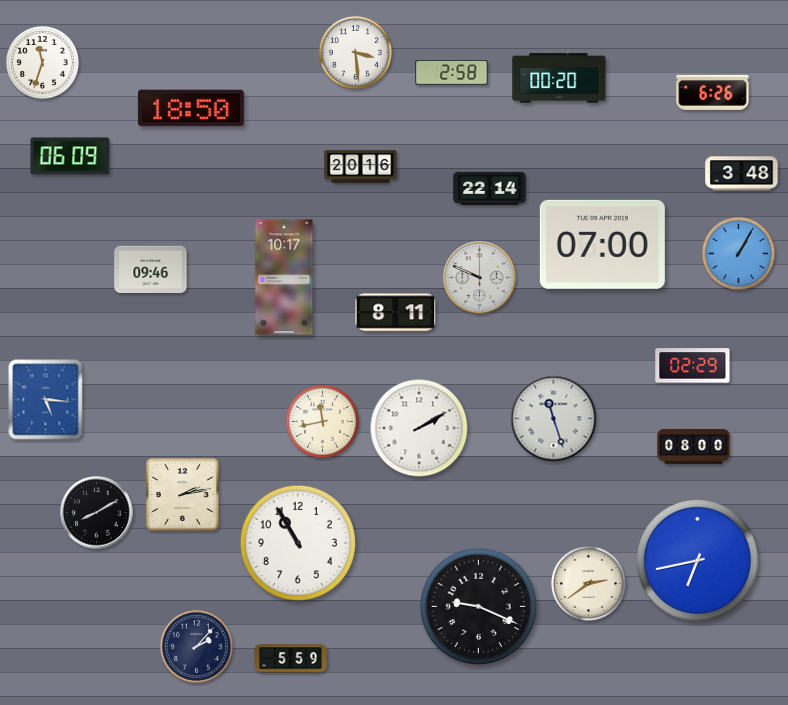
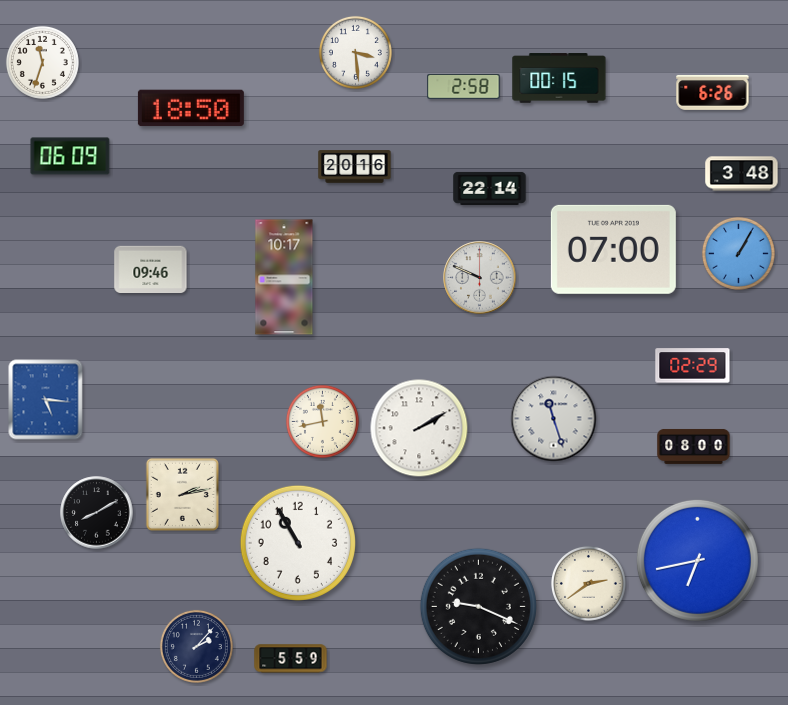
clock at (452, 73) position: (452, 73) -> (464, 87)
clock at (559, 78): 00:20 -> 00:15
clock at (361, 167) position: (361, 167) -> (355, 167)
clock at (602, 244) position: (602, 244) -> (613, 249)
clock at (396, 313): 8:11 -> none
